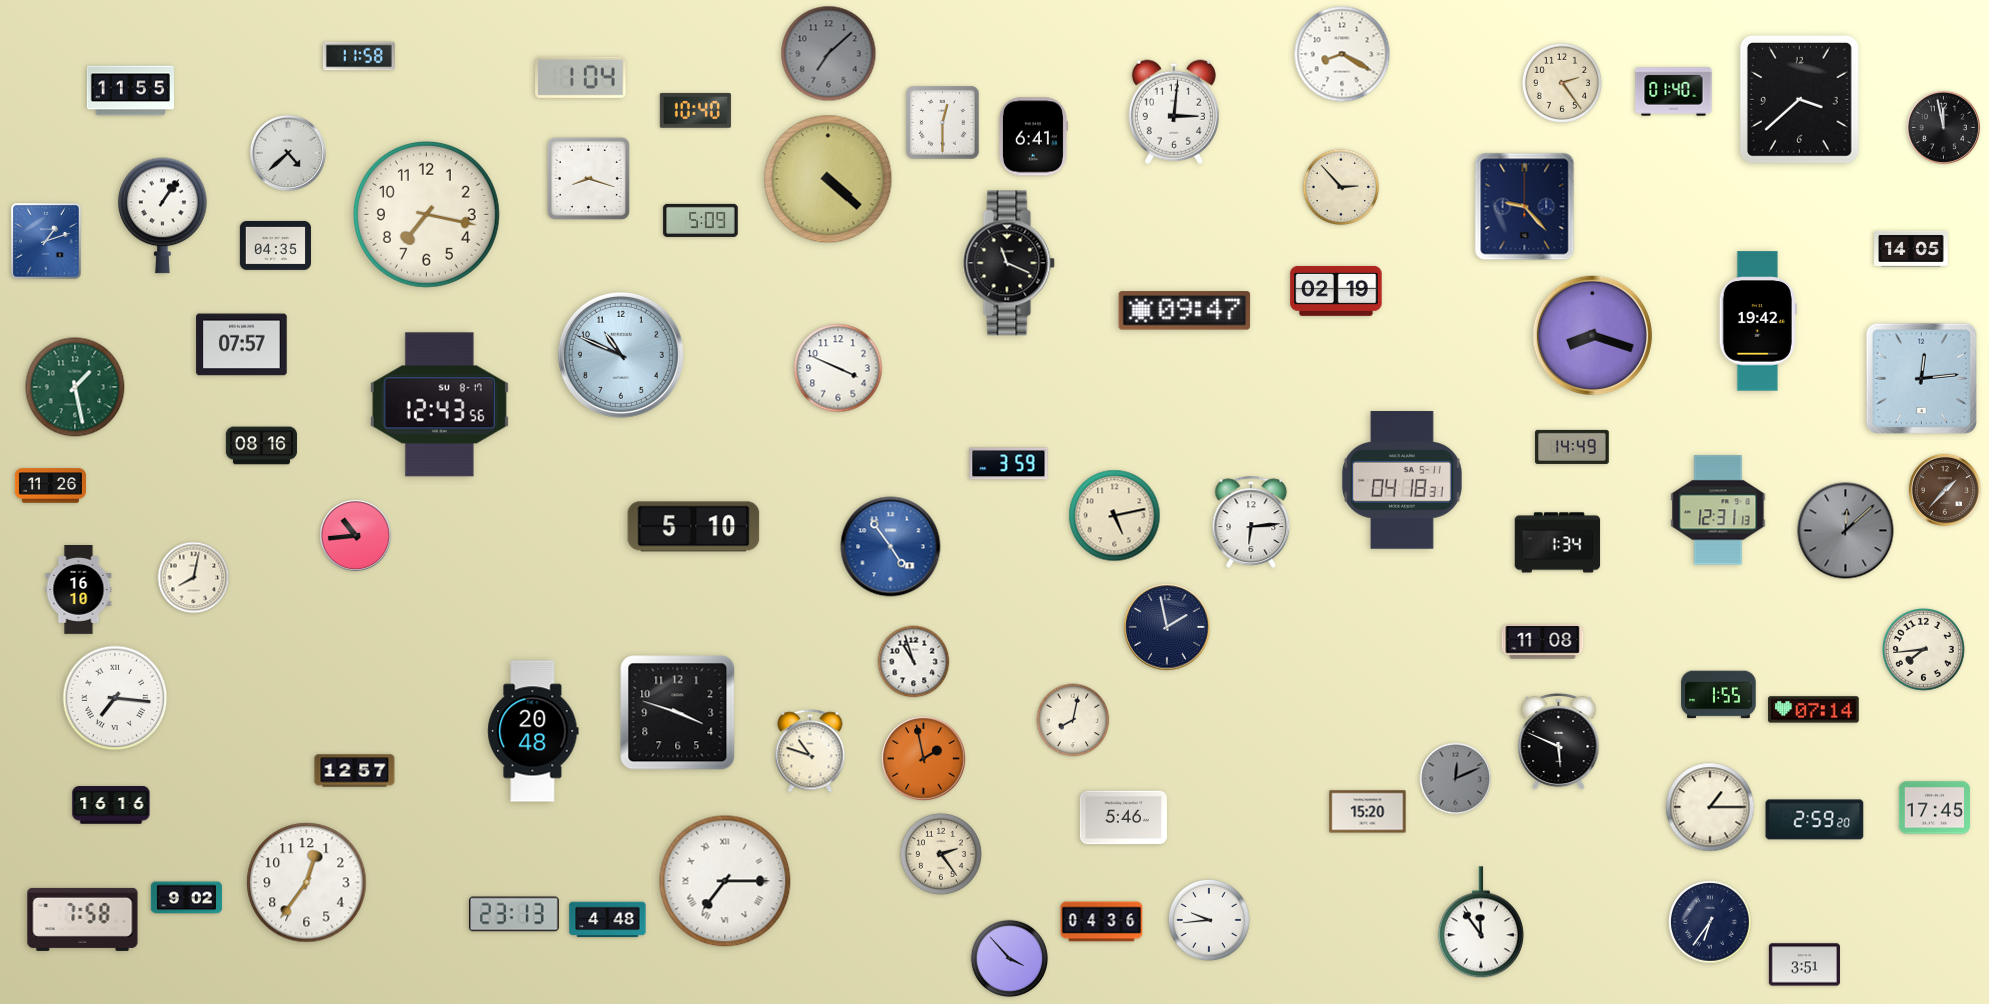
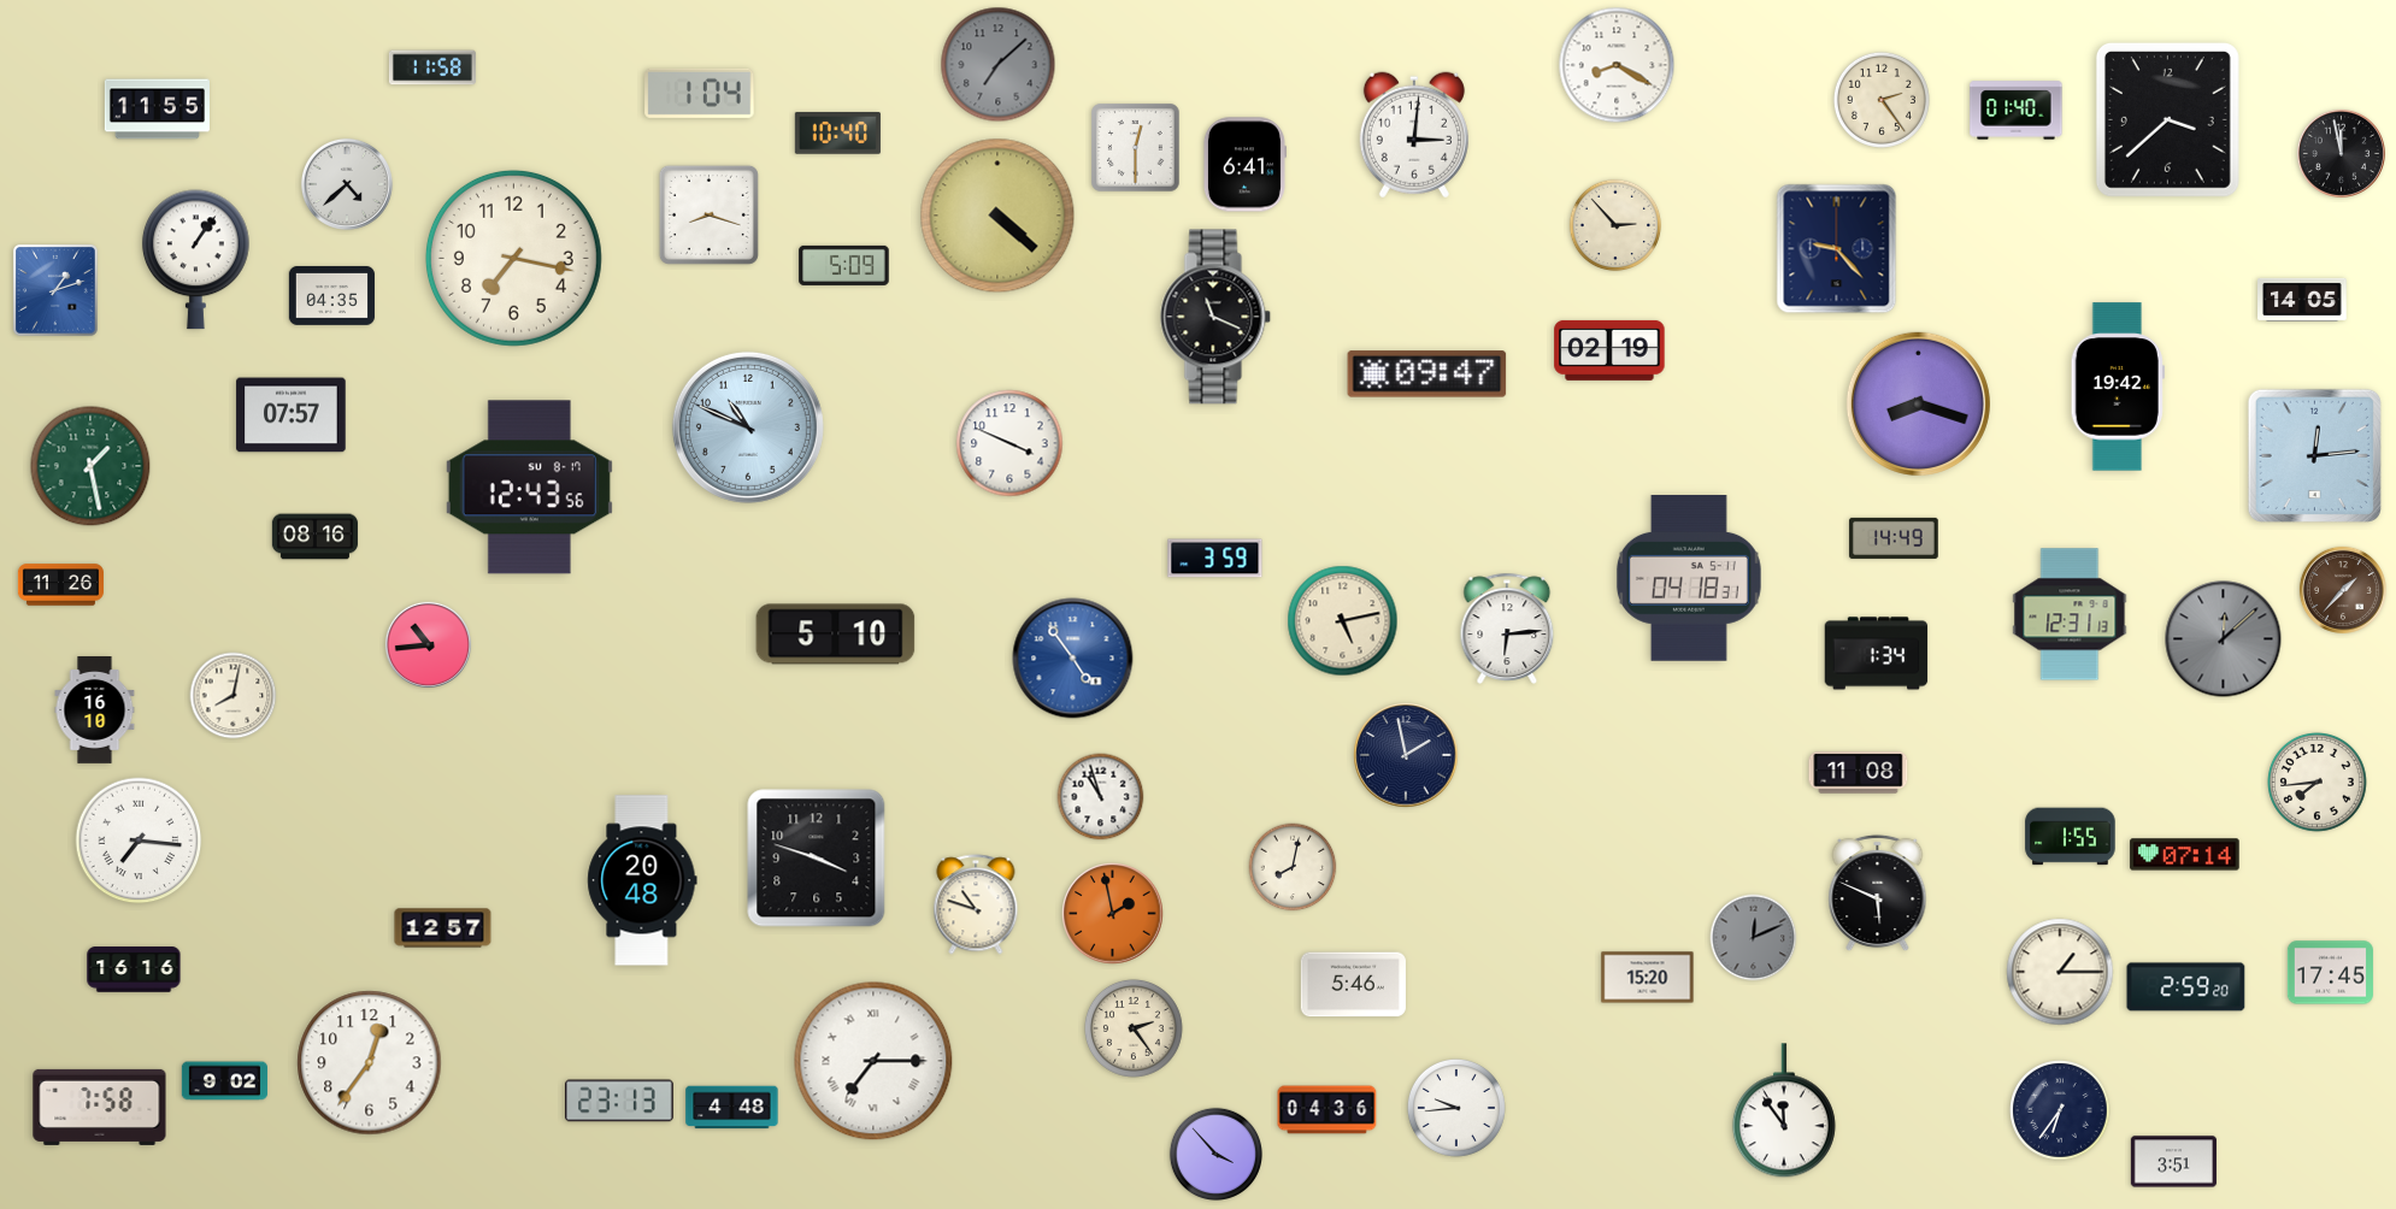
clock at (355, 771) position: (355, 771) -> (443, 928)
